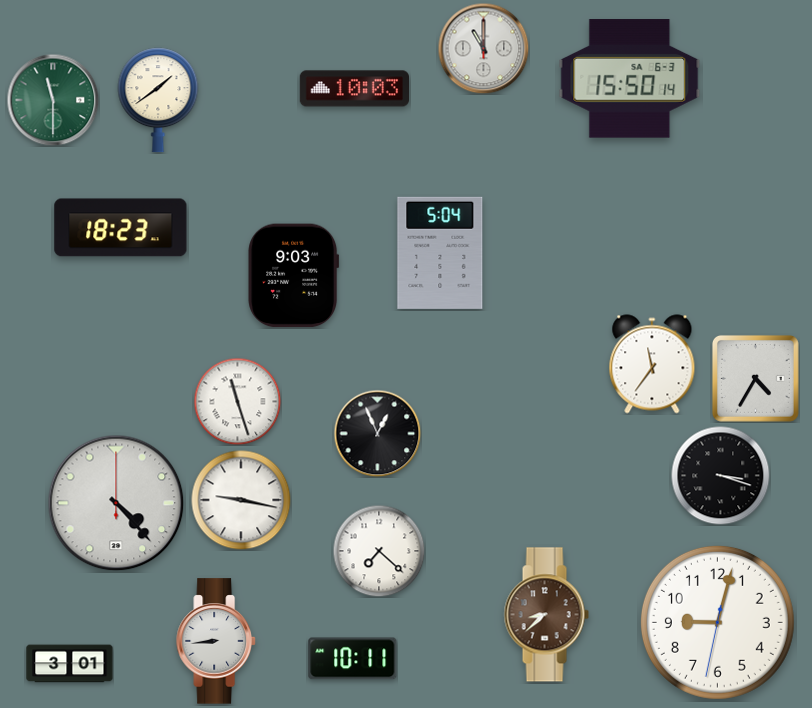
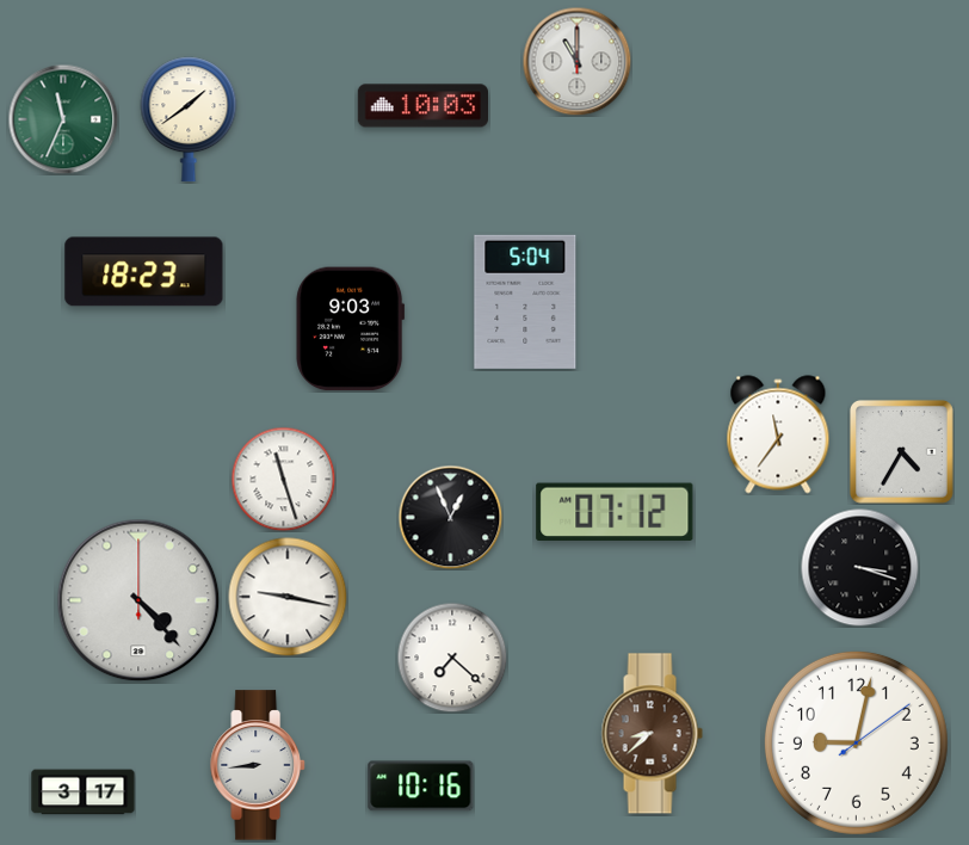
clock at (483, 48) position: (483, 48) -> (576, 61)
clock at (630, 79): 15:50 -> none
clock at (53, 100): 11:30 -> 11:34
clock at (615, 511): none -> 07:12
clock at (717, 622): 9:02:32 -> 9:02:09
clock at (353, 659): 10:11 -> 10:16
clock at (70, 664): 3:01 -> 3:17
